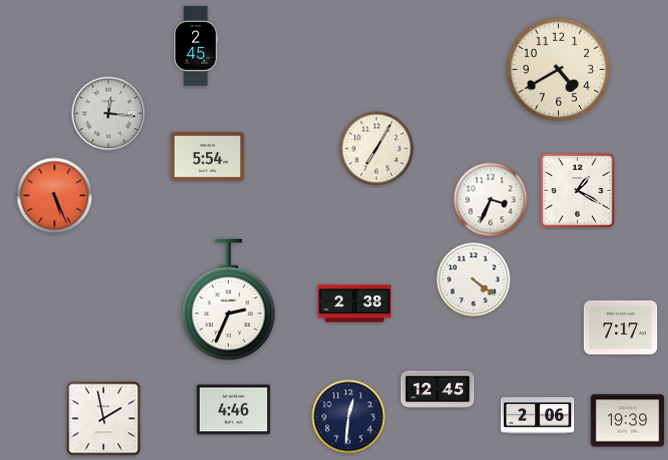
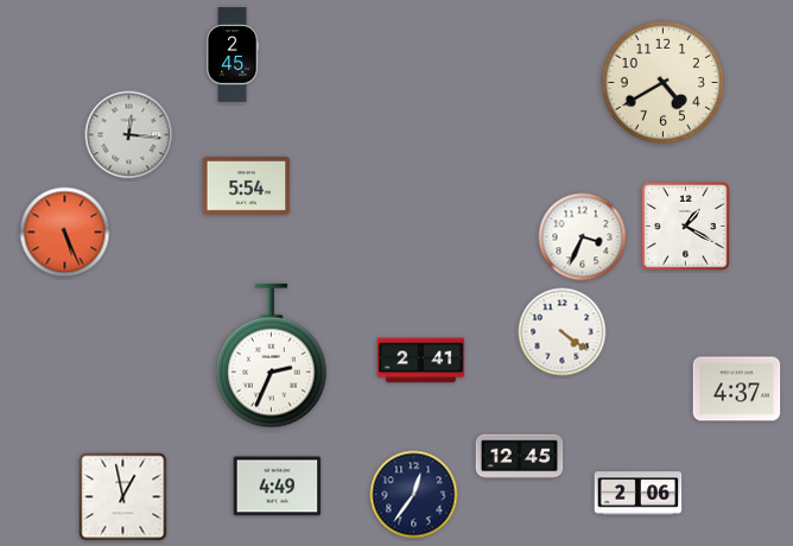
clock at (377, 149): 7:05 -> none
clock at (355, 304): 2:38 -> 2:41
clock at (621, 328): 7:17 -> 4:37
clock at (438, 390) position: (438, 390) -> (520, 457)
clock at (234, 410): 4:46 -> 4:49
clock at (349, 417): 12:31 -> 12:36
clock at (104, 419): 1:58 -> 12:58
clock at (628, 421): 19:39 -> none
